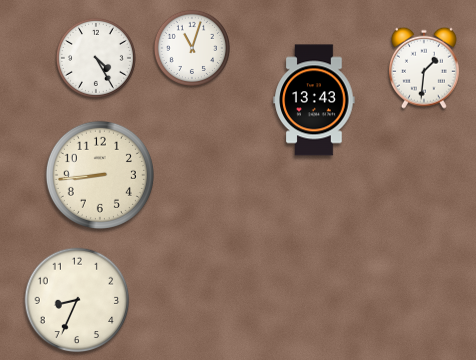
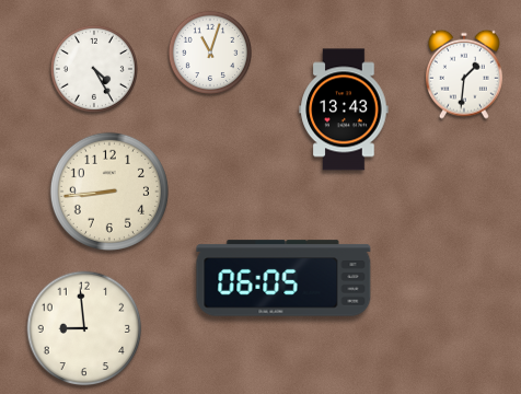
clock at (96, 58) position: (96, 58) -> (94, 69)
clock at (283, 278): none -> 06:05
clock at (77, 300): 8:34 -> 8:59
